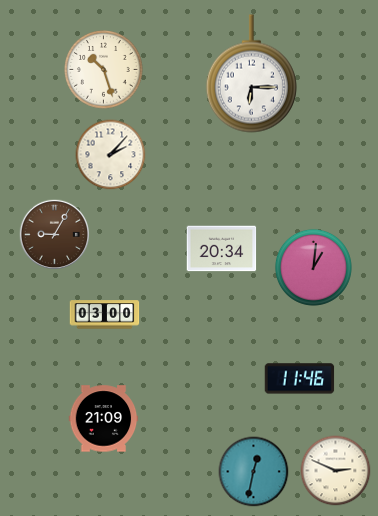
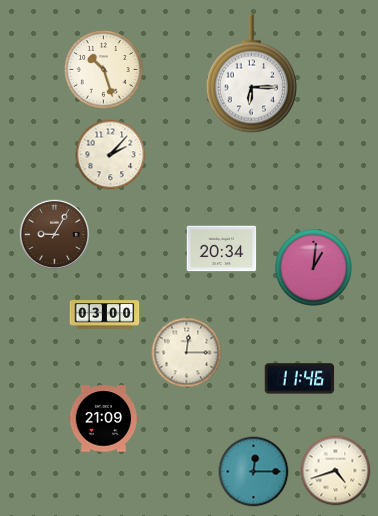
clock at (187, 353): none -> 12:15
clock at (336, 471): 2:49 -> 4:42
clock at (254, 472): 12:32 -> 12:15
